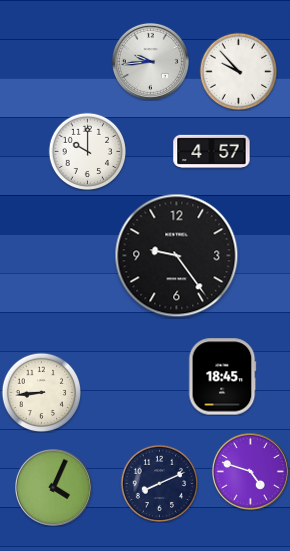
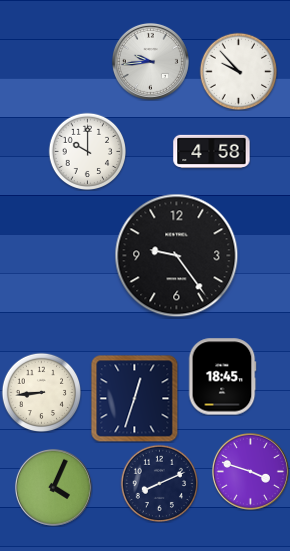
clock at (212, 151): 4:57 -> 4:58
clock at (135, 399): none -> 12:33
clock at (250, 471): 4:48 -> 3:48
